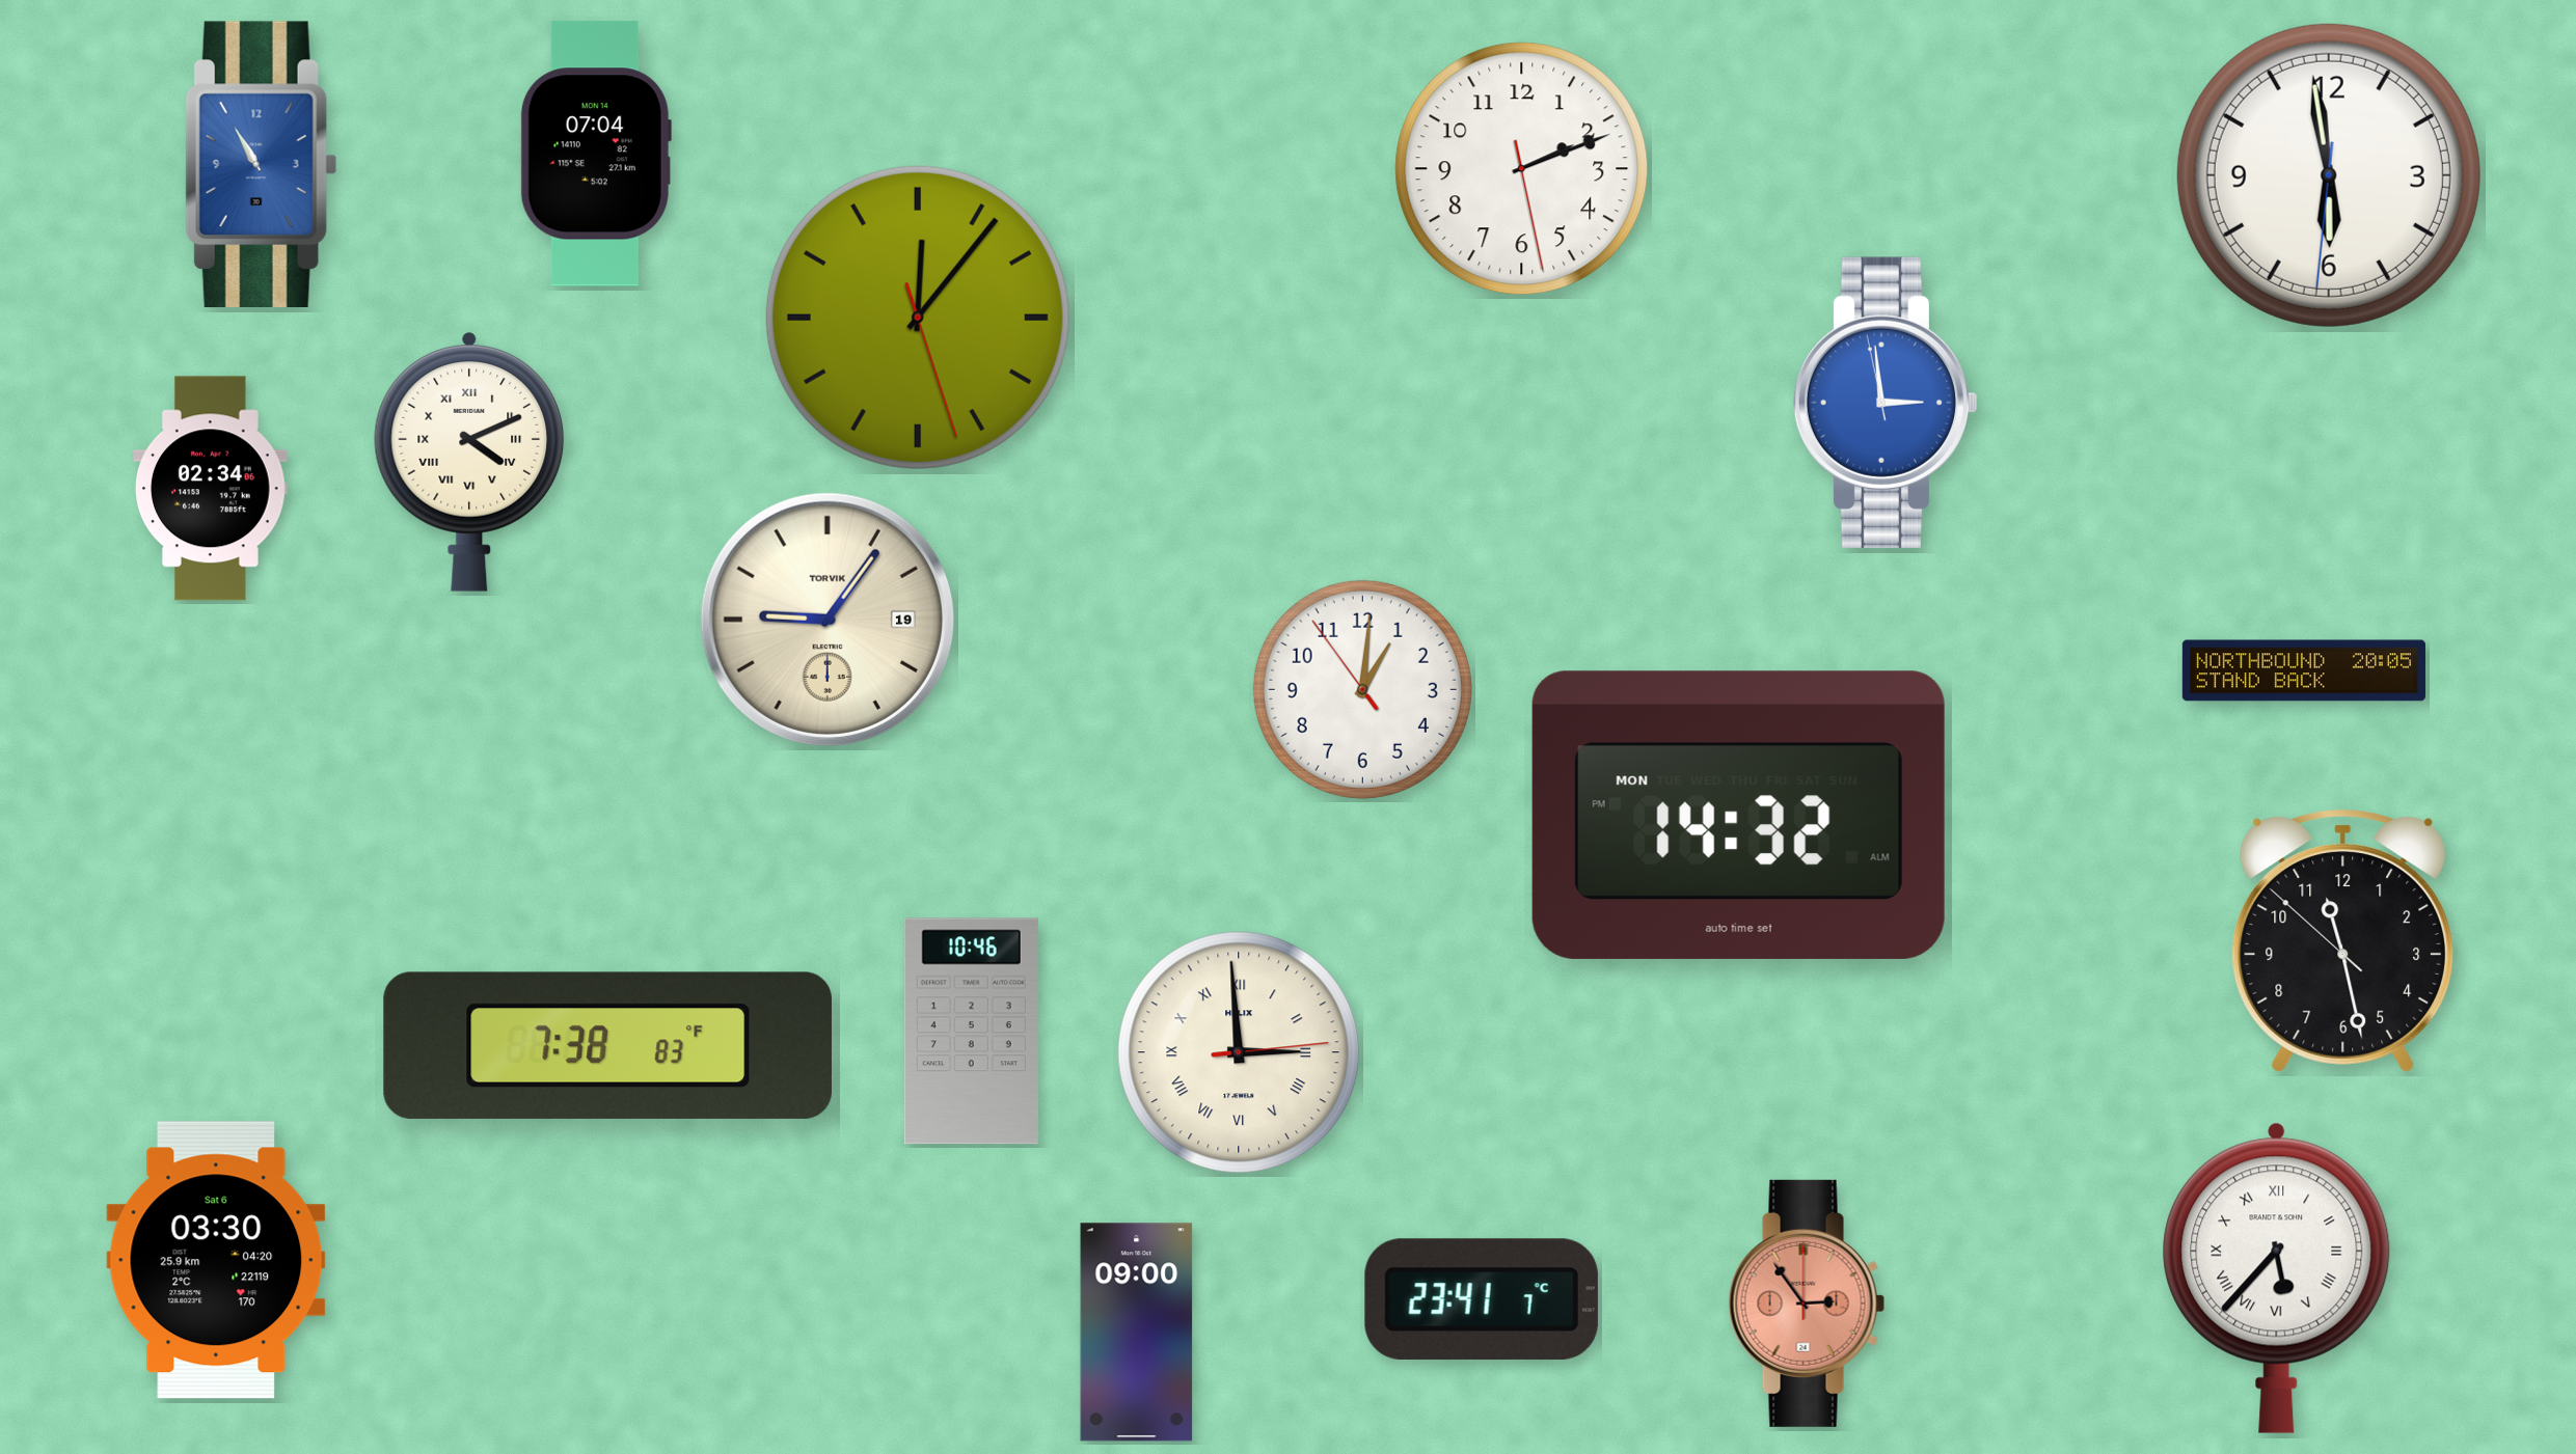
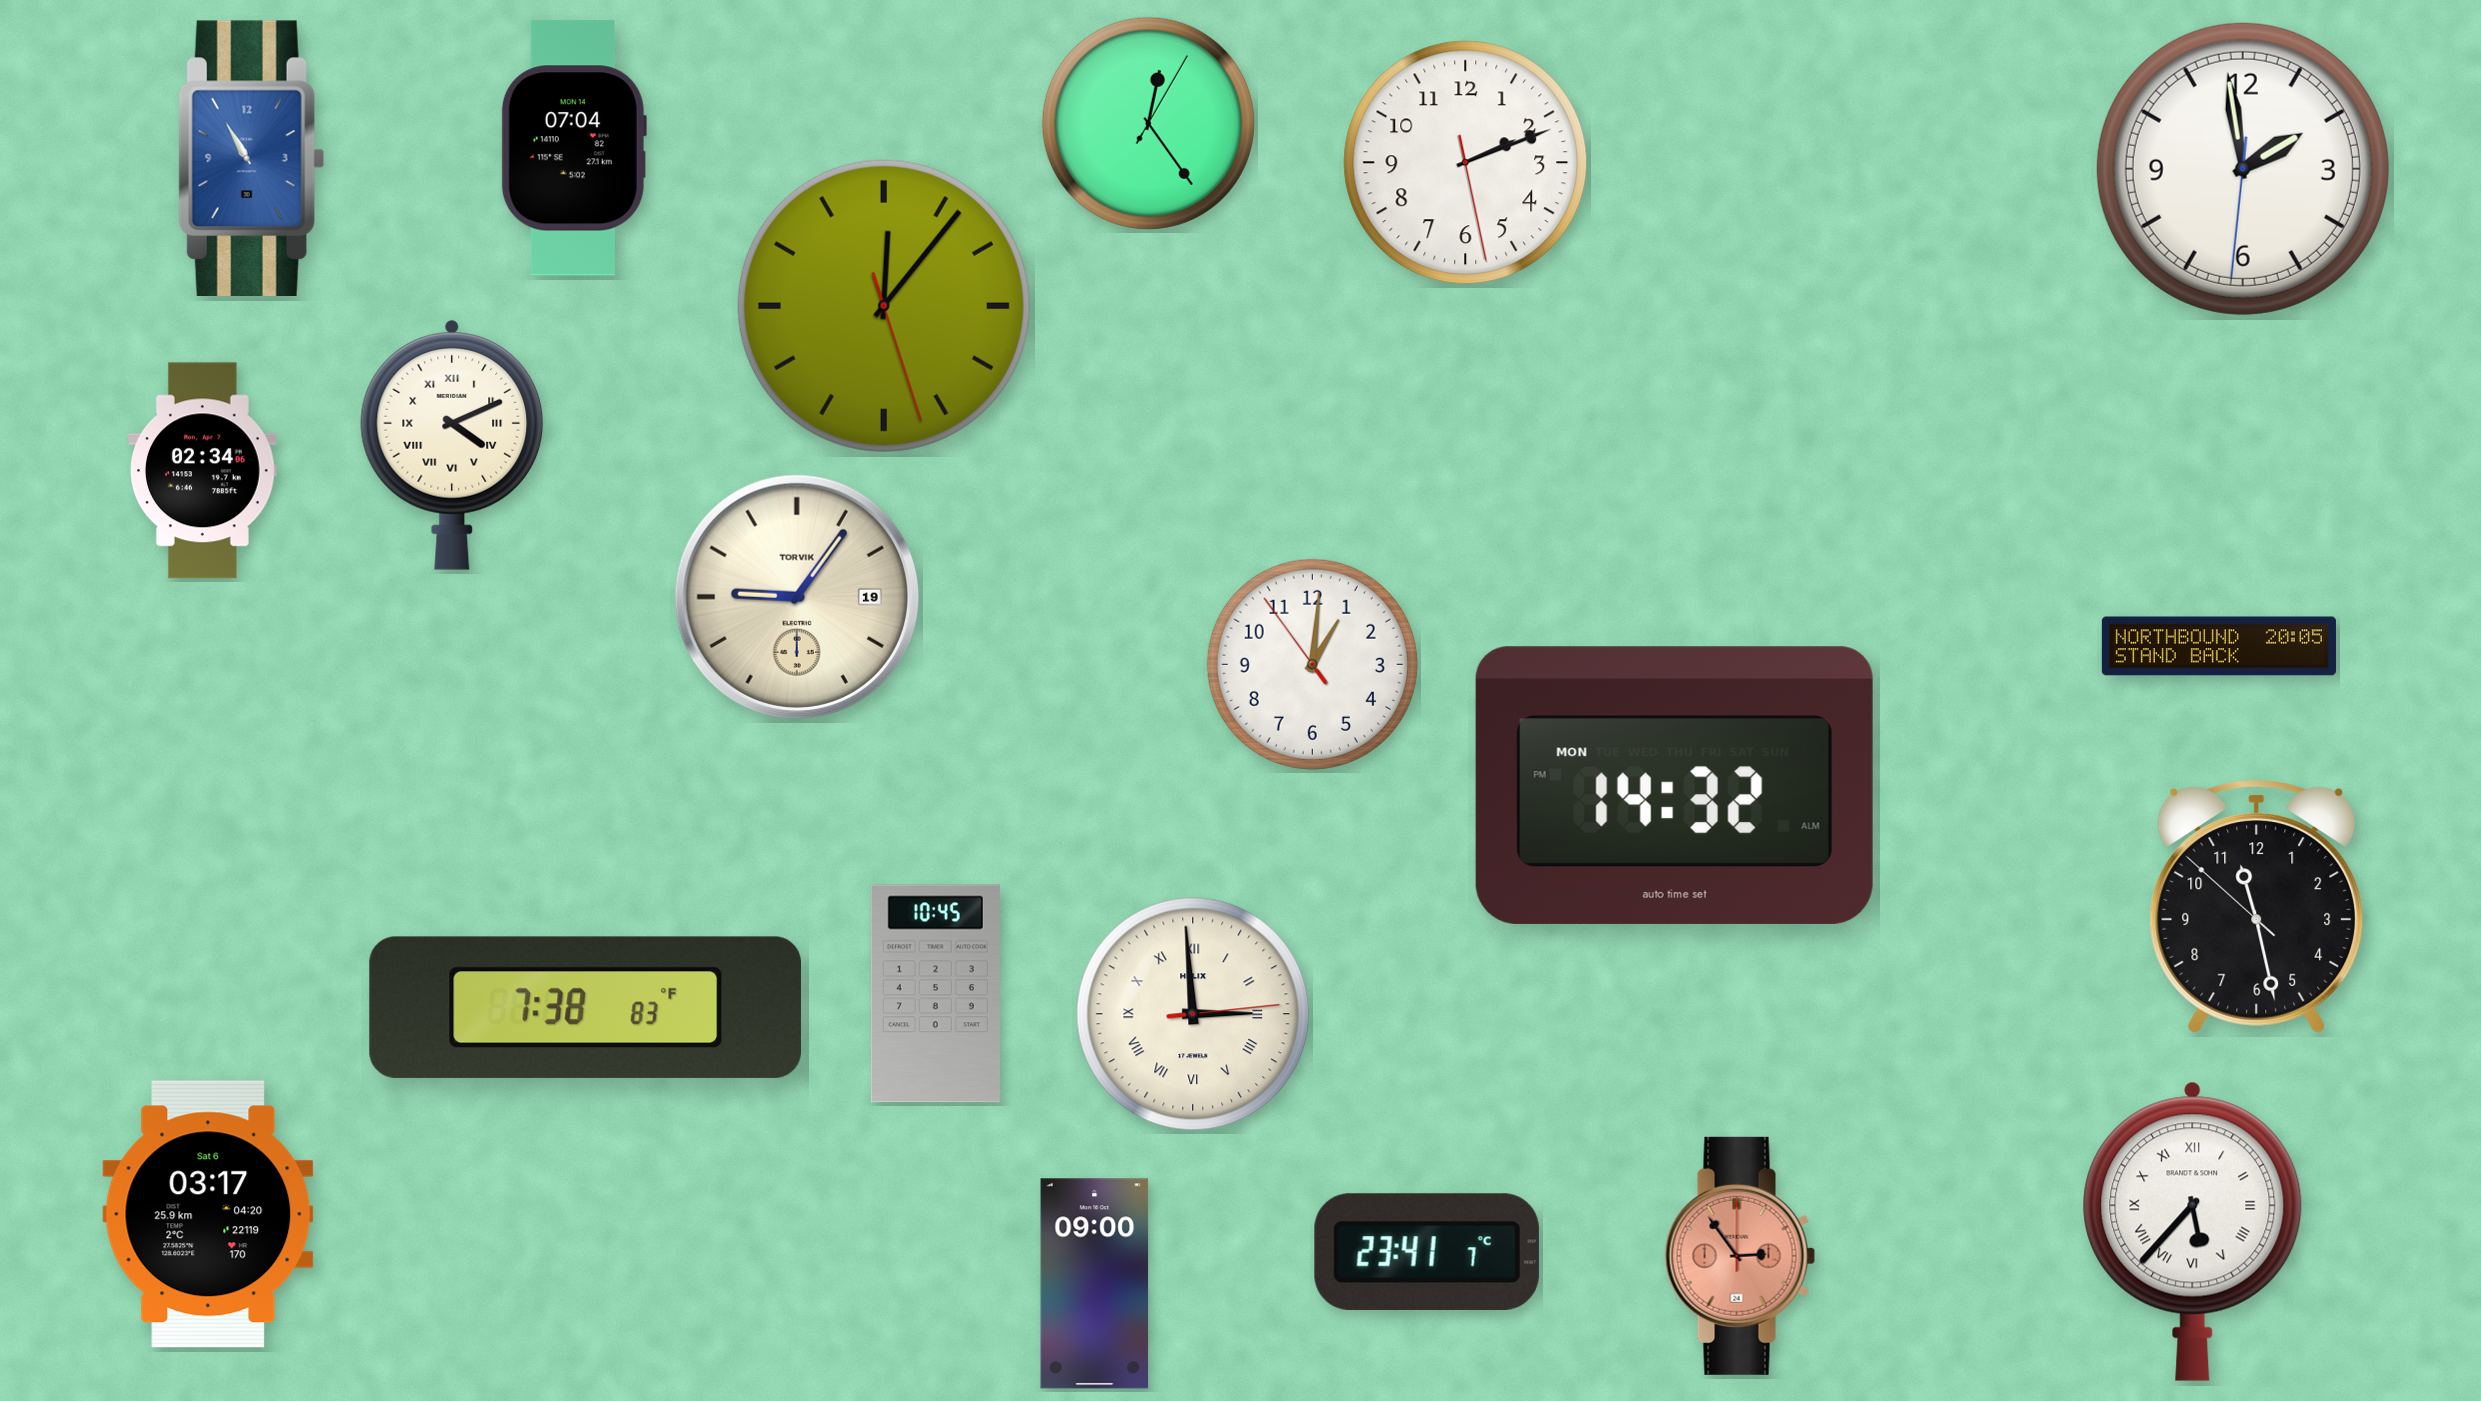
clock at (1148, 123): none -> 12:24
clock at (2329, 175): 5:58 -> 1:58
clock at (1886, 403): 2:58 -> none
clock at (971, 1032): 10:46 -> 10:45
clock at (216, 1260): 03:30 -> 03:17
